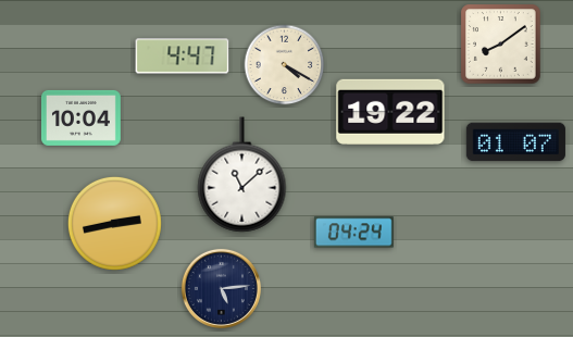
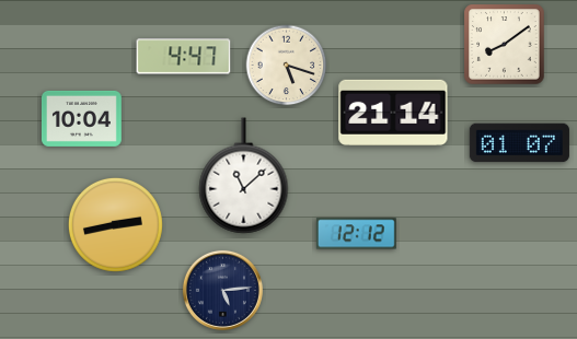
clock at (285, 65): 4:20 -> 5:18
clock at (390, 112): 19:22 -> 21:14
clock at (353, 233): 04:24 -> 12:12
